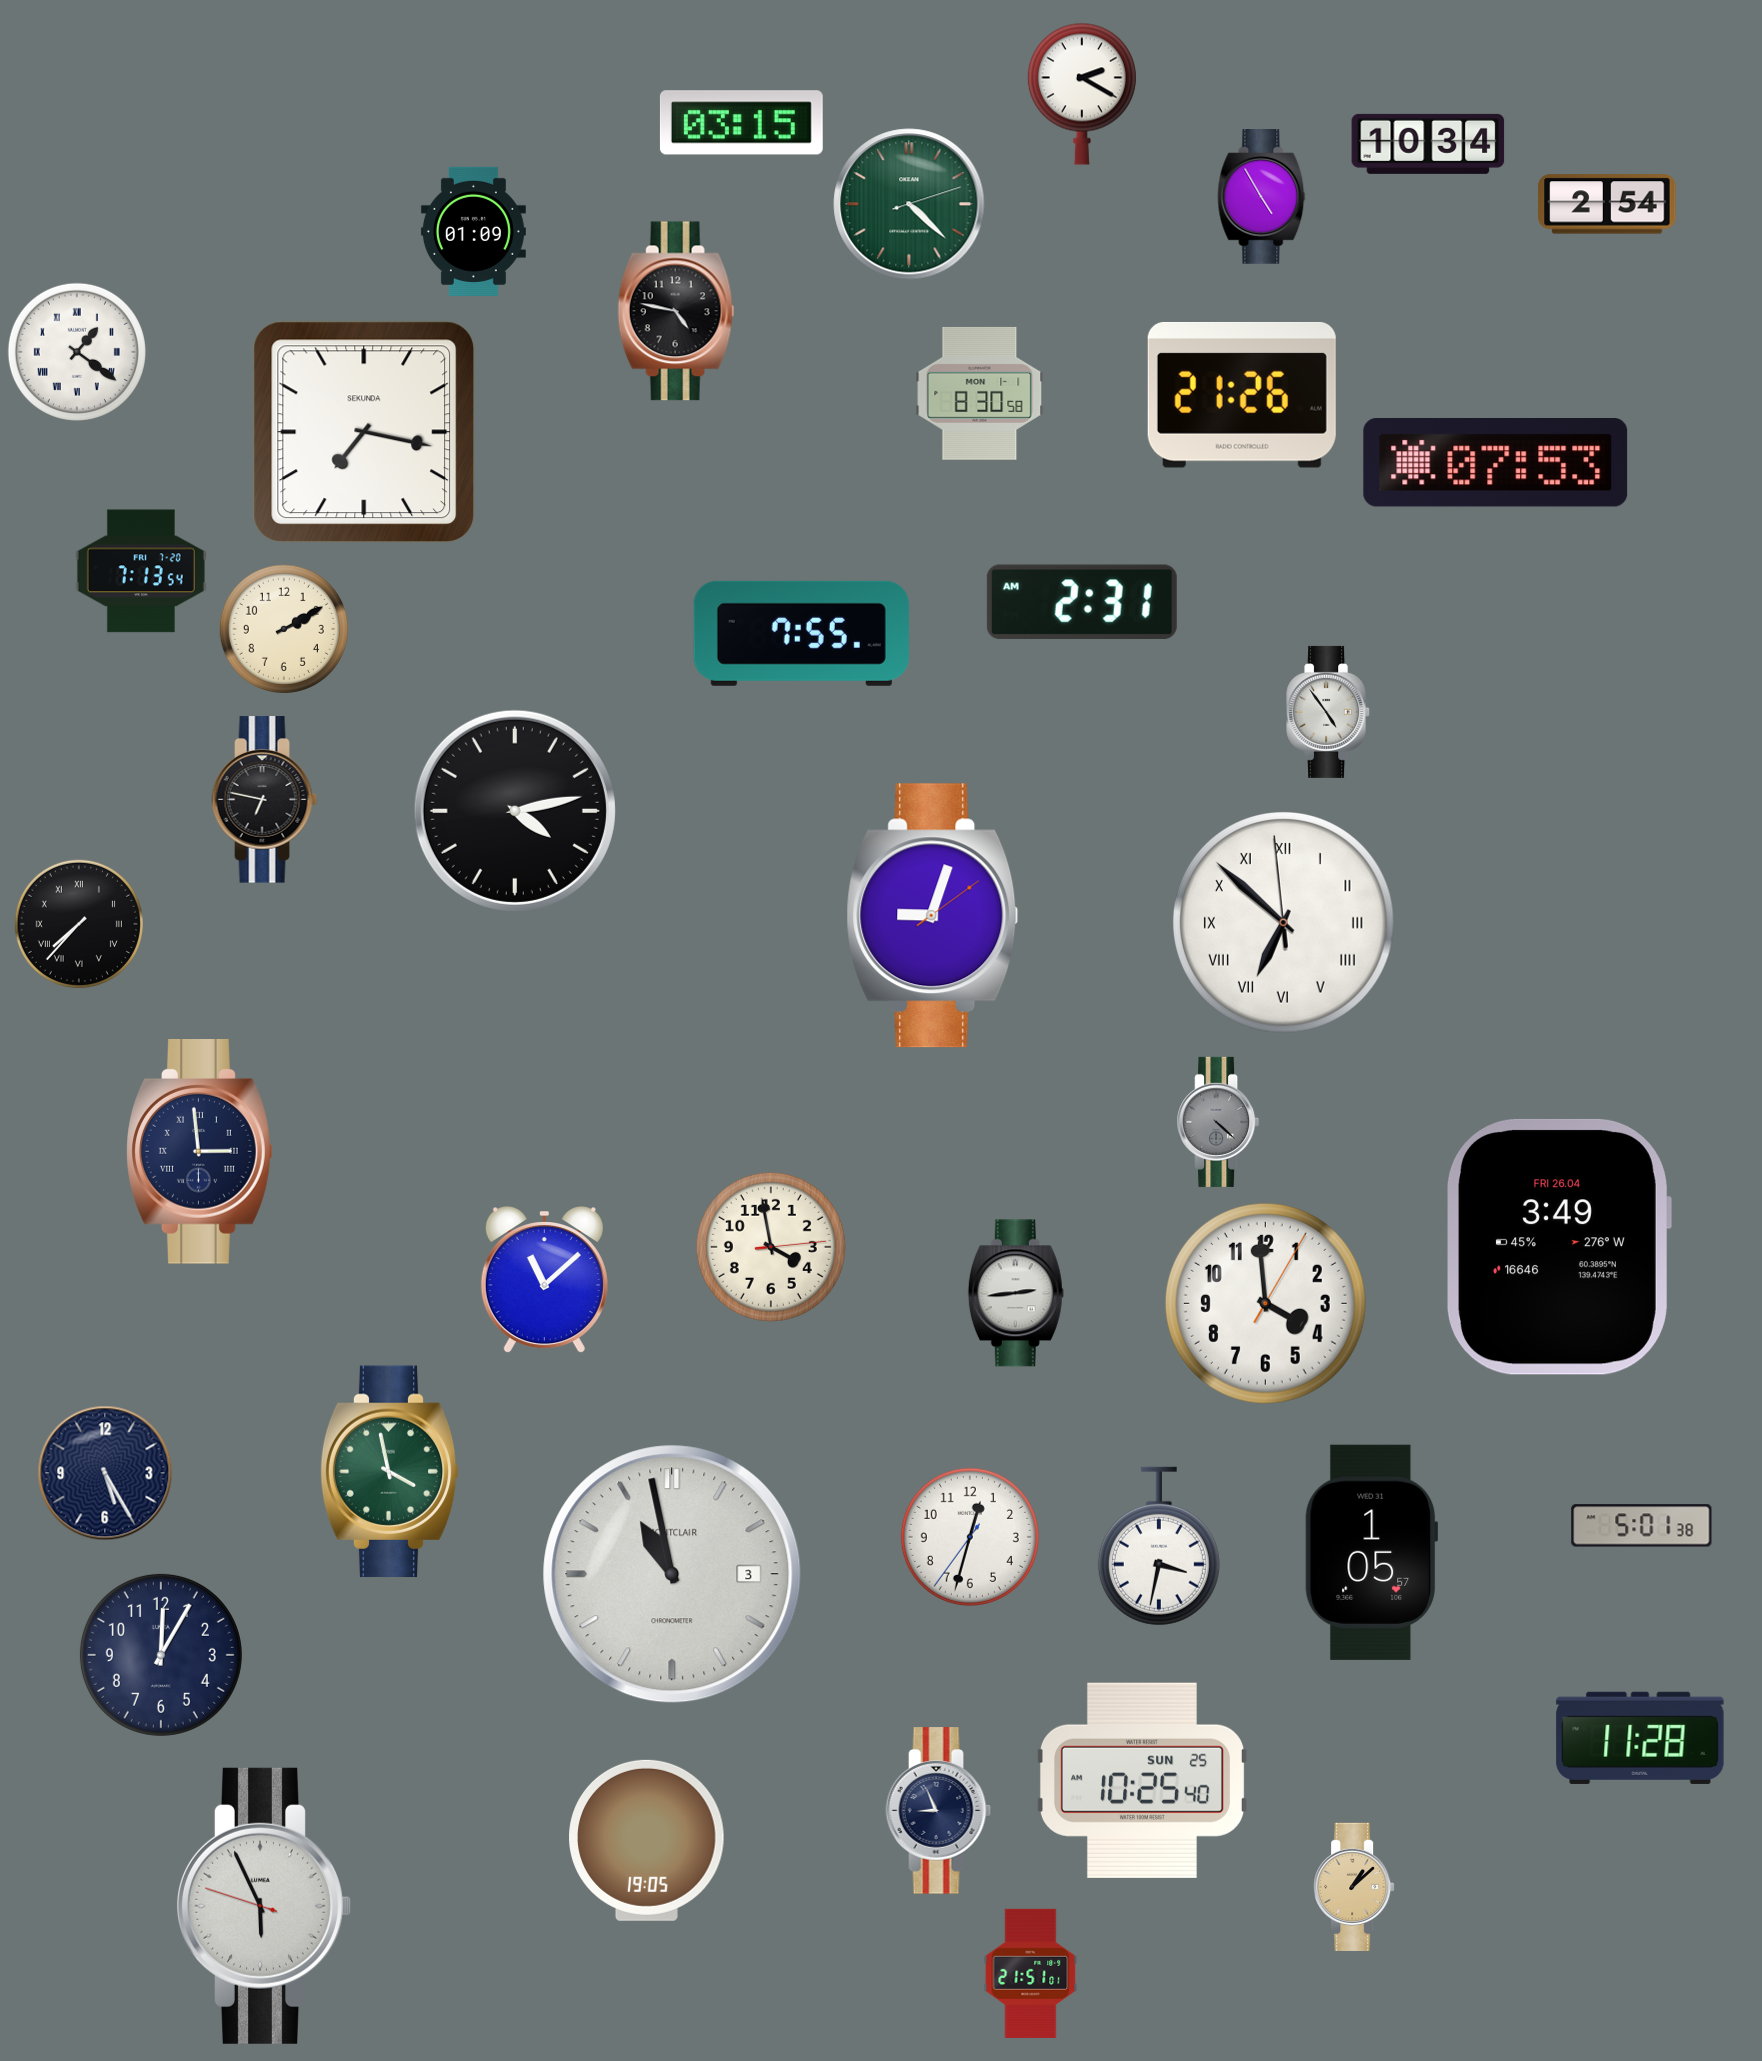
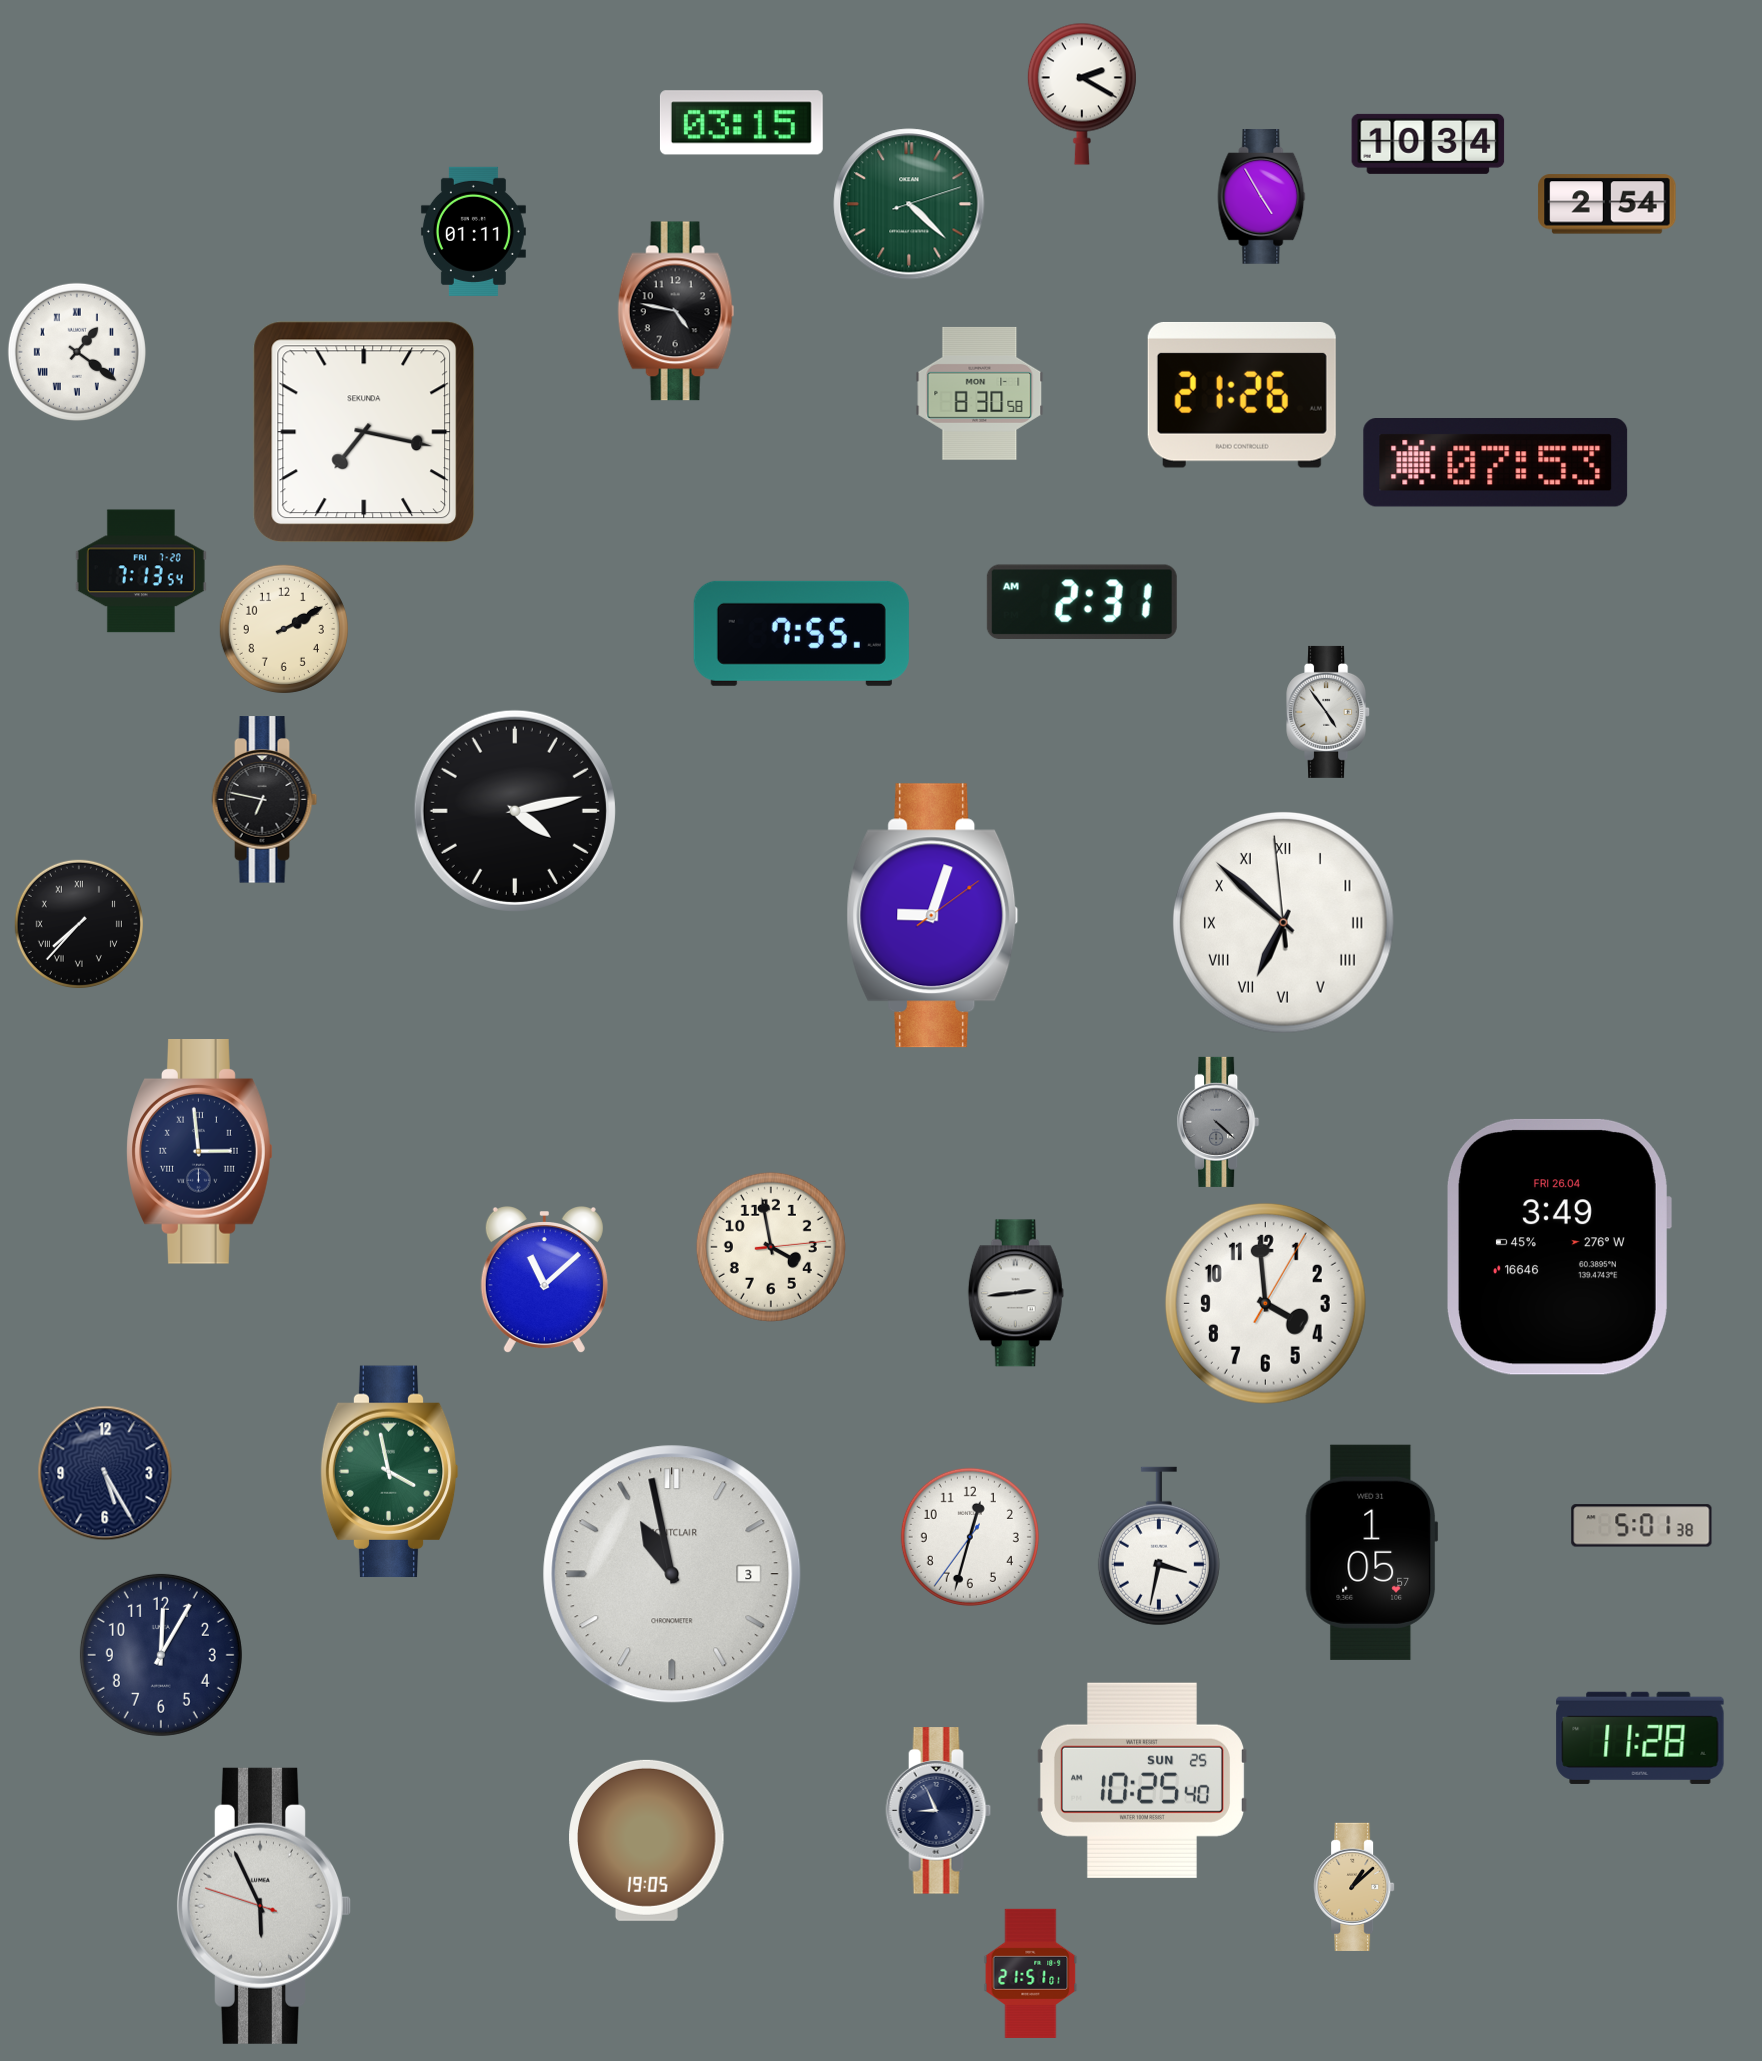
clock at (473, 231): 01:09 -> 01:11
